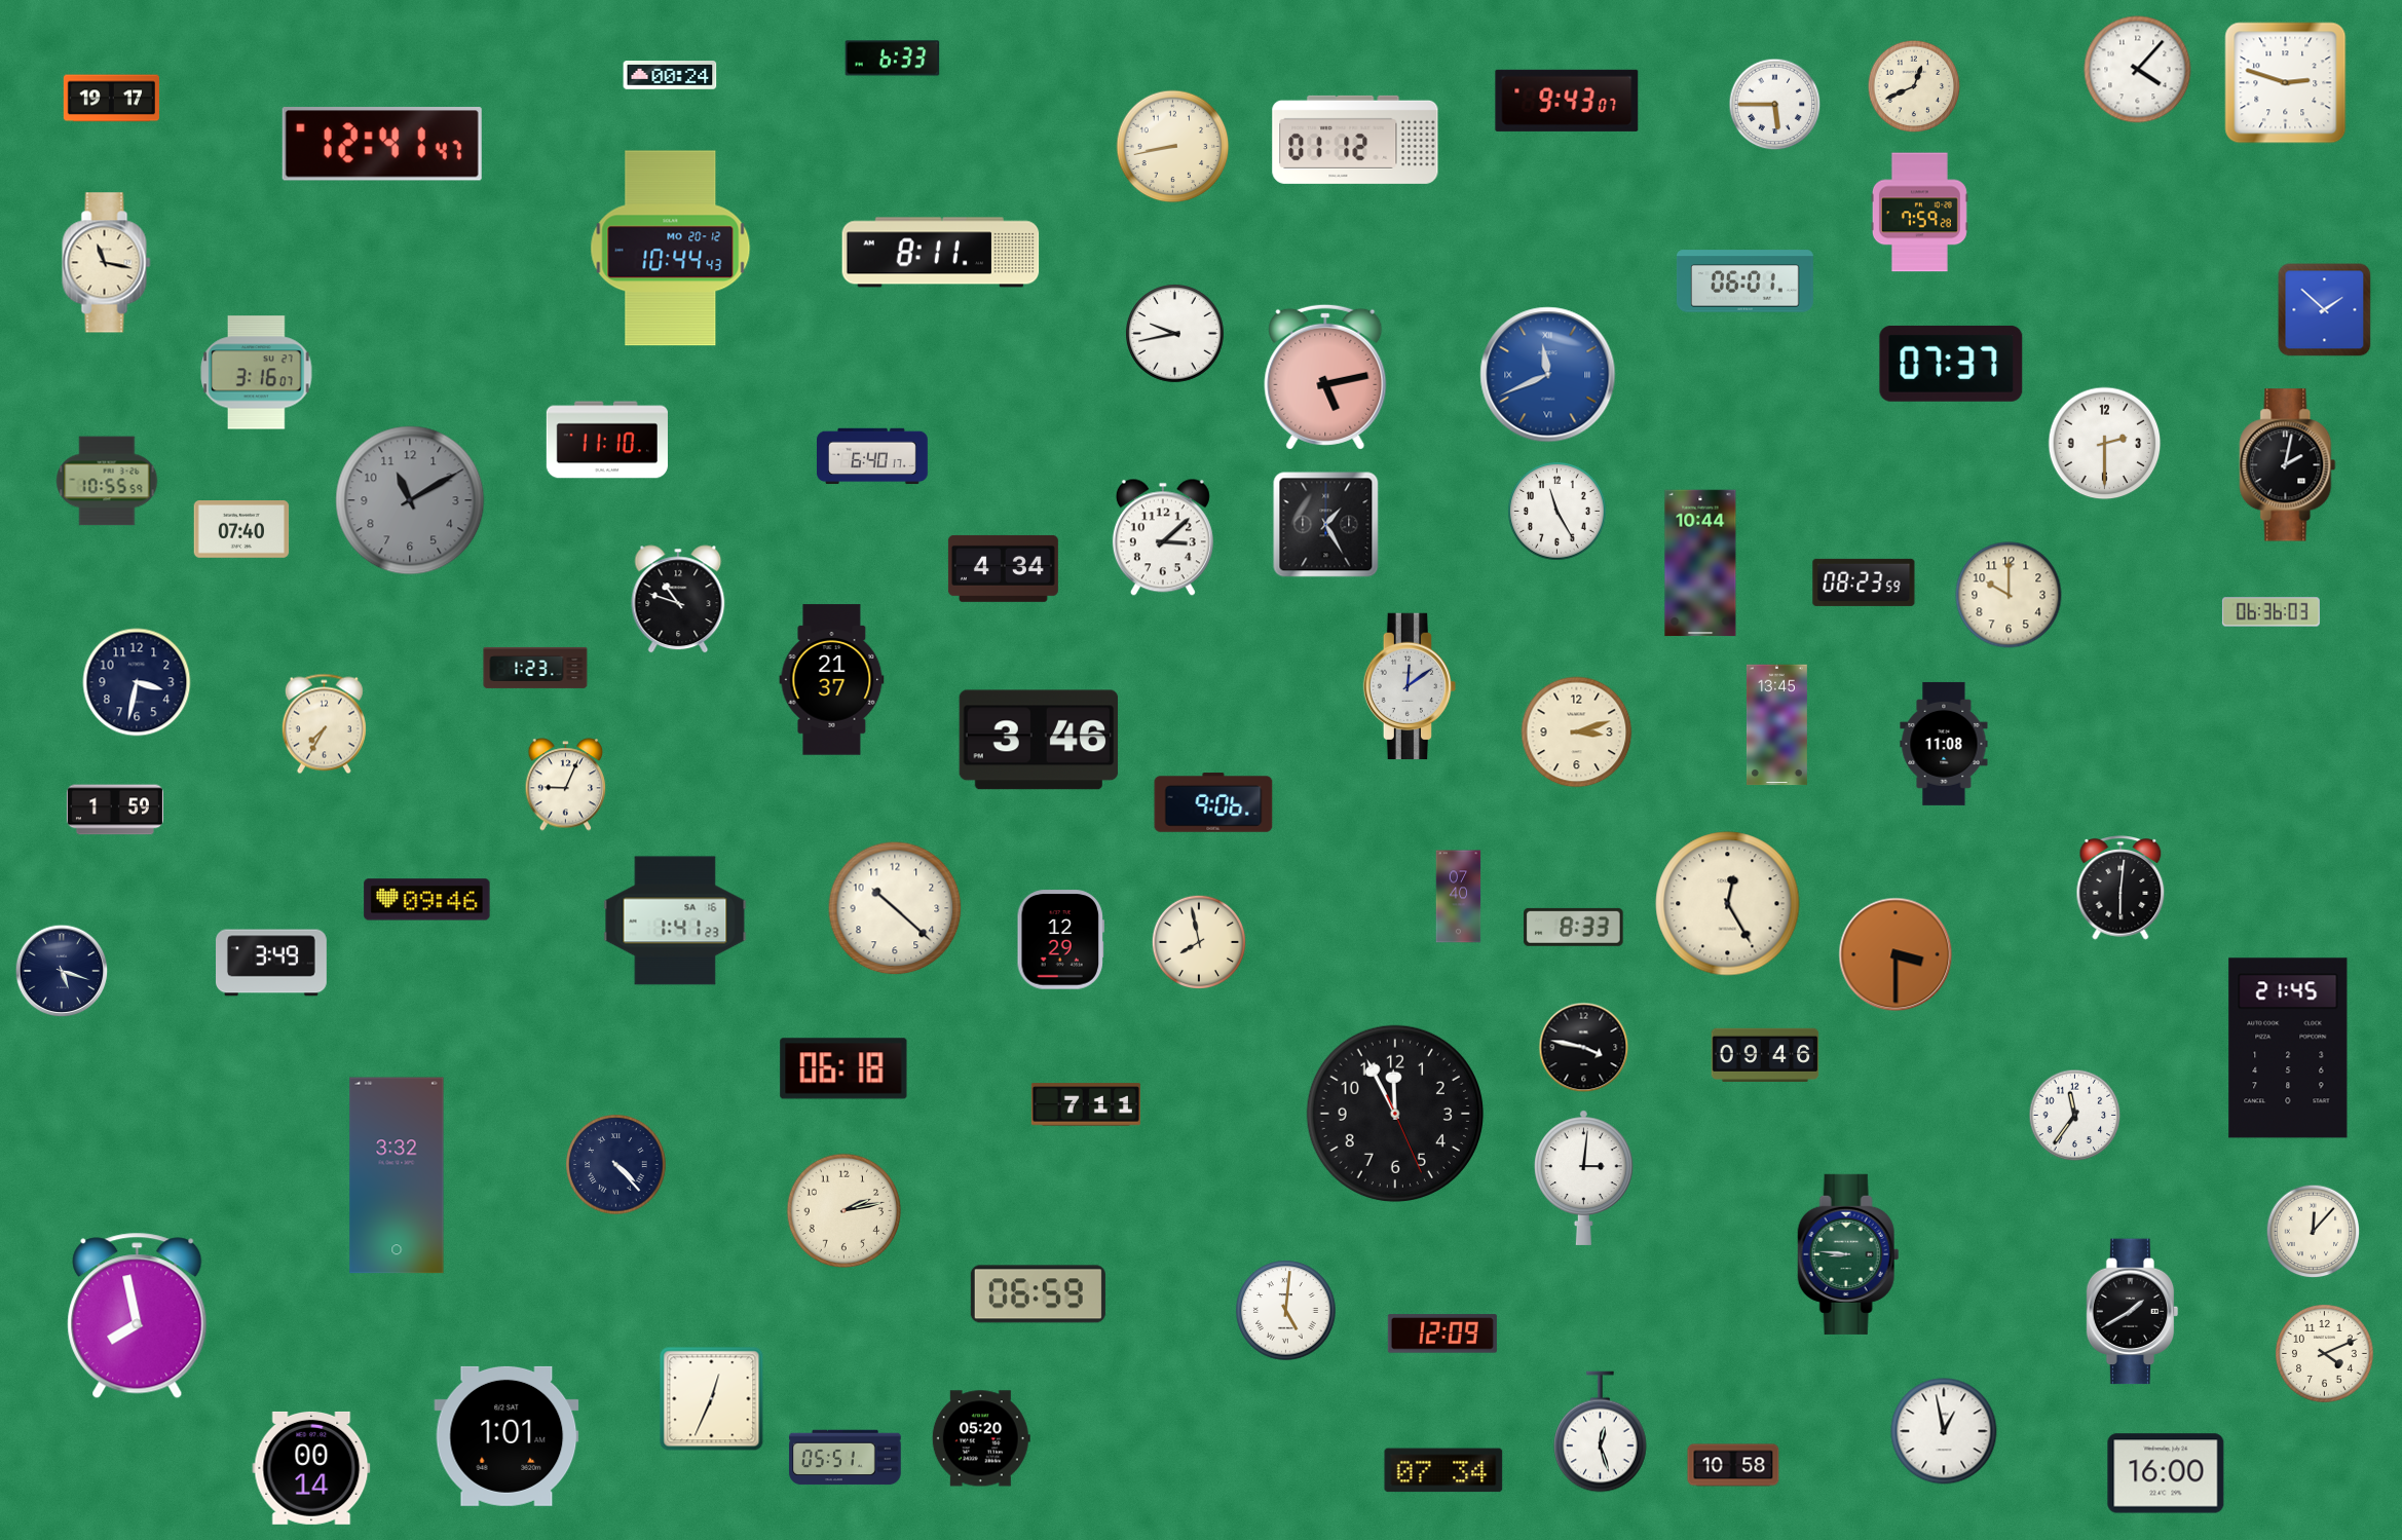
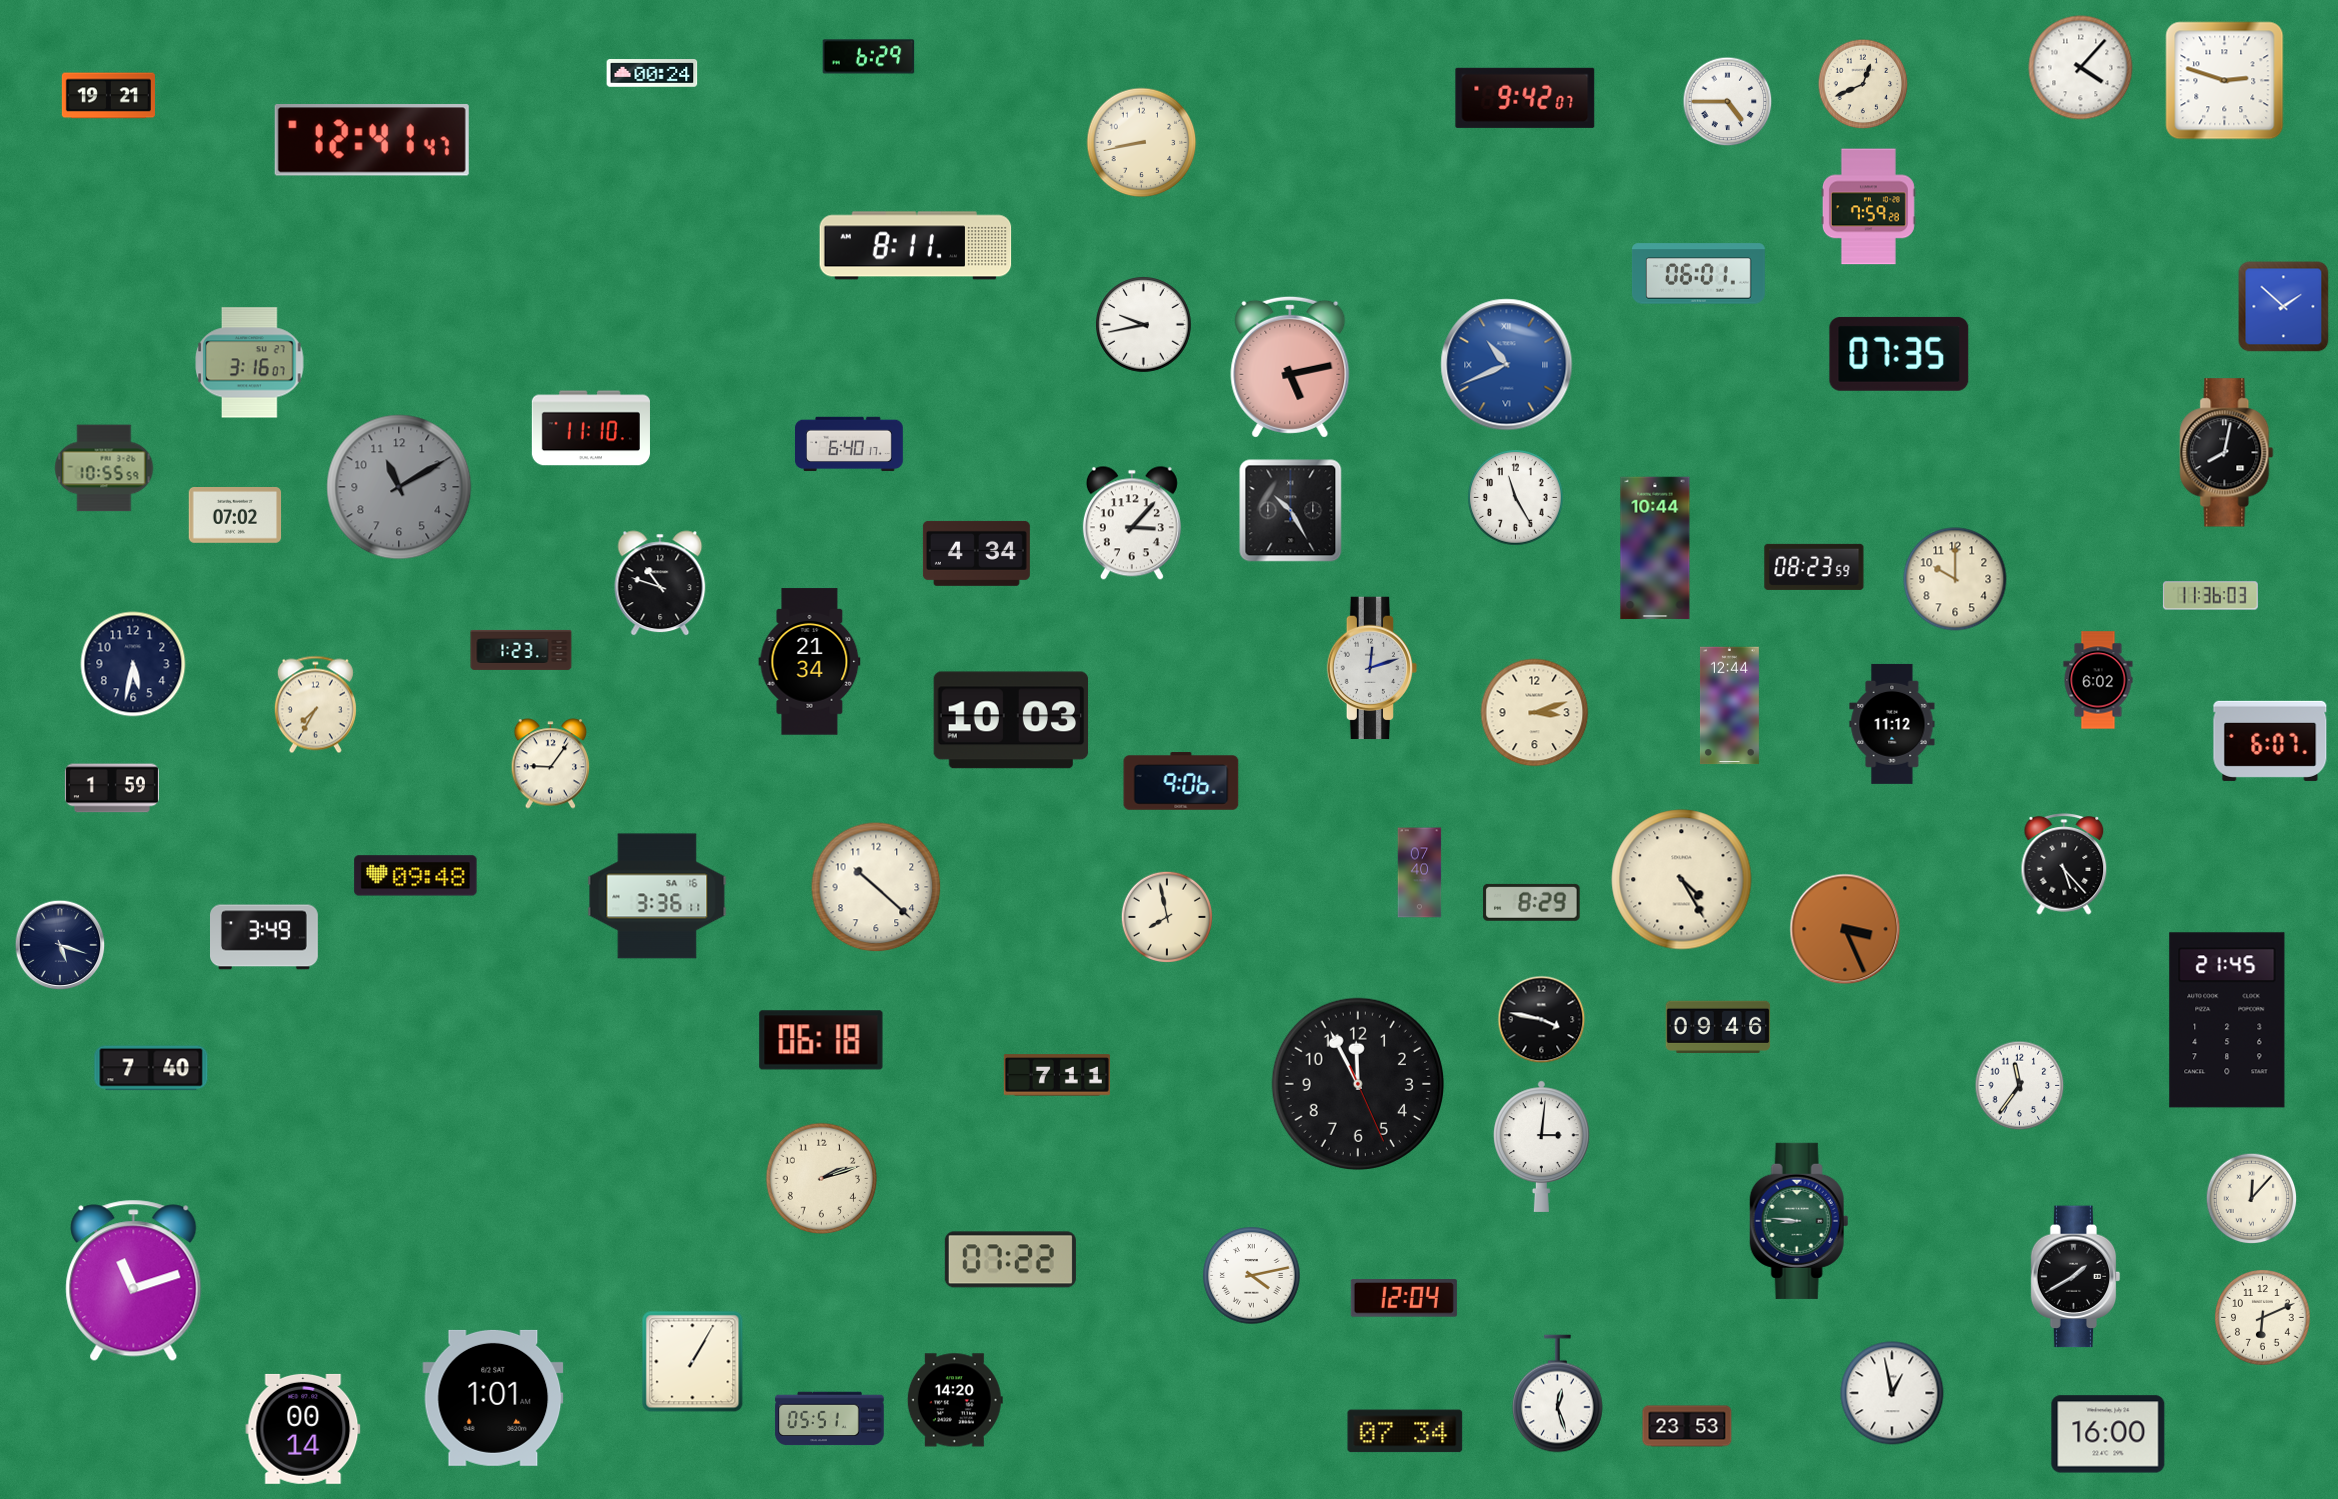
clock at (893, 59): 6:33 -> 6:29
clock at (111, 99): 19:17 -> 19:21
clock at (1567, 101): 9:43 -> 9:42
clock at (1775, 105): 5:45 -> 4:45
clock at (1355, 140): 01:12 -> none
clock at (671, 249): 10:44 -> none
clock at (107, 263): 11:17 -> none
clock at (2325, 310) position: (2325, 310) -> (2284, 307)
clock at (1951, 364): 07:37 -> 07:35
clock at (1548, 375): 11:41 -> 10:41
clock at (2105, 444): 2:30 -> none
clock at (2288, 465): 2:02 -> 8:02
clock at (1326, 525): 1:25 -> 10:25
clock at (241, 530): 07:40 -> 07:02
clock at (1163, 537): 3:08 -> 3:07
clock at (2270, 612): 06:36 -> 11:36
clock at (832, 680): 21:37 -> 21:34
clock at (137, 682): 3:32 -> 5:32
clock at (1410, 686): 12:09 -> 12:12
clock at (2098, 680): none -> 6:02
clock at (1776, 725): 13:45 -> 12:44
clock at (1039, 740): 3:46 -> 10:03
clock at (1944, 744): 11:08 -> 11:12
clock at (2270, 741): none -> 6:07
clock at (566, 785): 9:04 -> 9:06
clock at (2120, 888): 6:01 -> 5:23
clock at (427, 900): 09:46 -> 09:48
clock at (1728, 904): 12:25 -> 4:25
clock at (895, 908) position: (895, 908) -> (876, 887)
clock at (675, 921): 1:41 -> 3:36
clock at (1574, 927): 8:33 -> 8:29
clock at (1060, 940): 12:29 -> none
clock at (1896, 954): 3:30 -> 3:26
clock at (151, 1068): none -> 7:40
clock at (616, 1165): 4:23 -> none
clock at (397, 1175): 3:32 -> none
clock at (845, 1211): 2:13 -> 2:12
clock at (1038, 1294): 06:59 -> 07:22
clock at (1286, 1311): 5:01 -> 4:13
clock at (138, 1316): 7:58 -> 11:12
clock at (1442, 1334): 12:09 -> 12:04
clock at (2325, 1354): 4:11 -> 6:11
clock at (712, 1399): 12:34 -> 1:05
clock at (981, 1438): 05:20 -> 14:20
clock at (846, 1458) position: (846, 1458) -> (830, 1419)
clock at (1733, 1465): 10:58 -> 23:53
